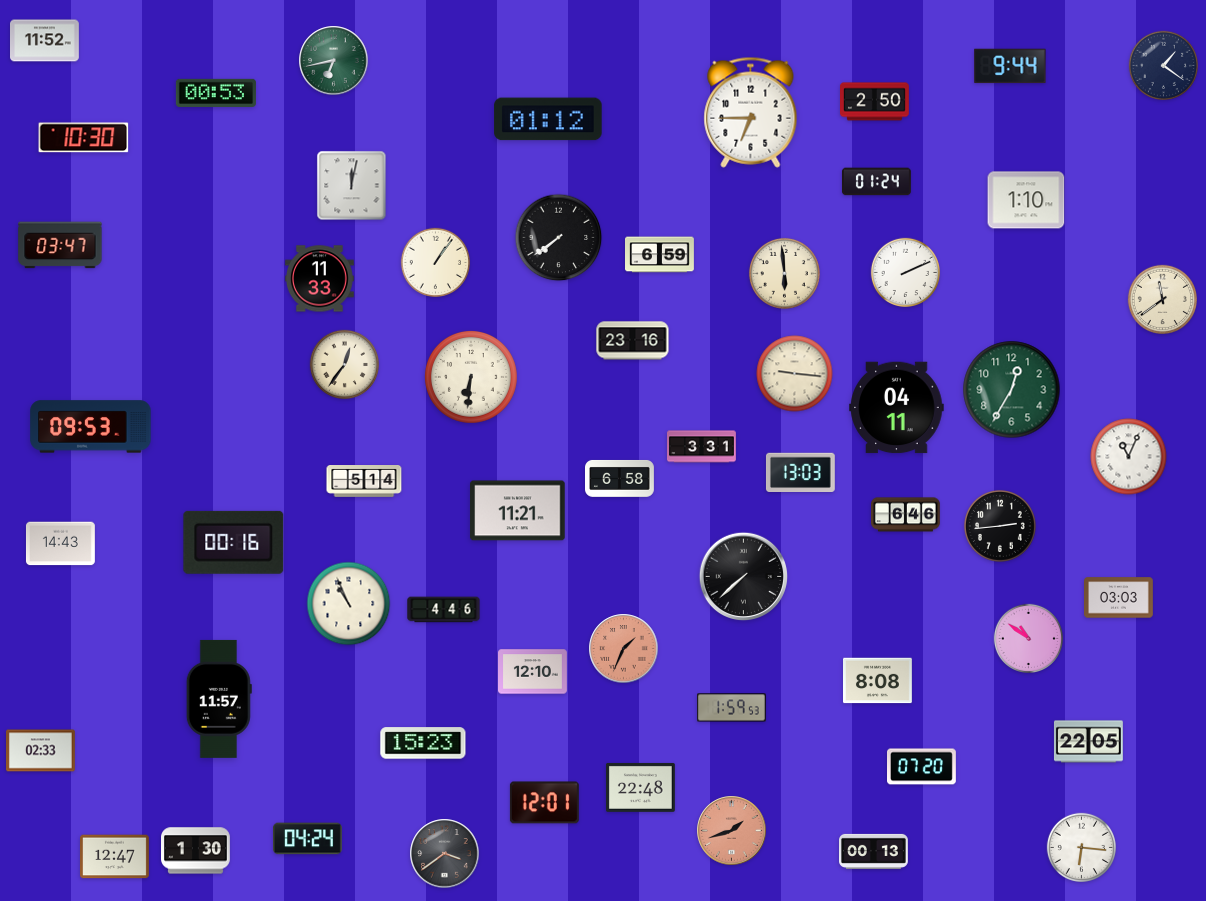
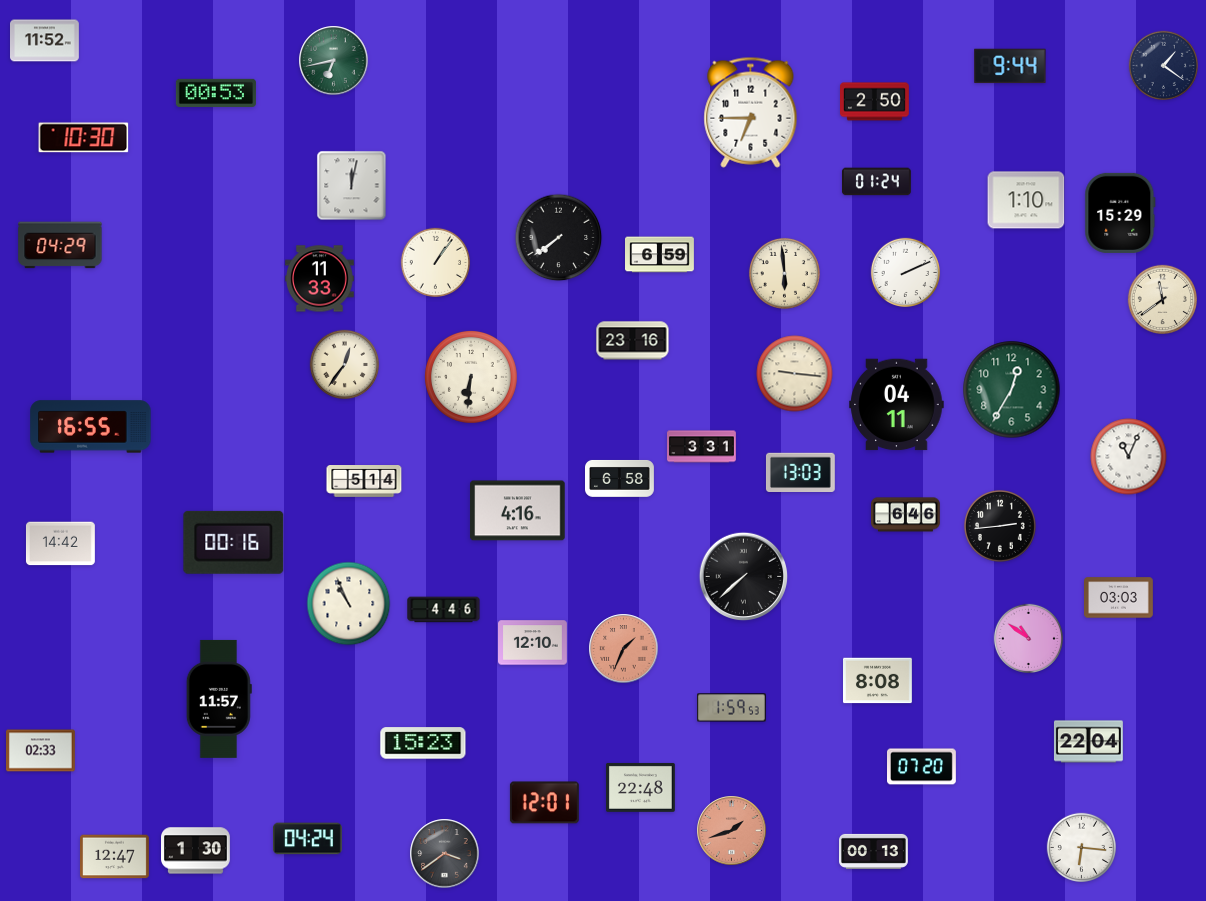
clock at (548, 119): 01:12 -> none
clock at (1120, 213): none -> 15:29
clock at (60, 245): 03:47 -> 04:29
clock at (897, 408) position: (897, 408) -> (897, 405)
clock at (91, 427): 09:53 -> 16:55
clock at (518, 511): 11:21 -> 4:16
clock at (60, 544): 14:43 -> 14:42
clock at (533, 672) position: (533, 672) -> (533, 643)
clock at (1088, 742): 22:05 -> 22:04
